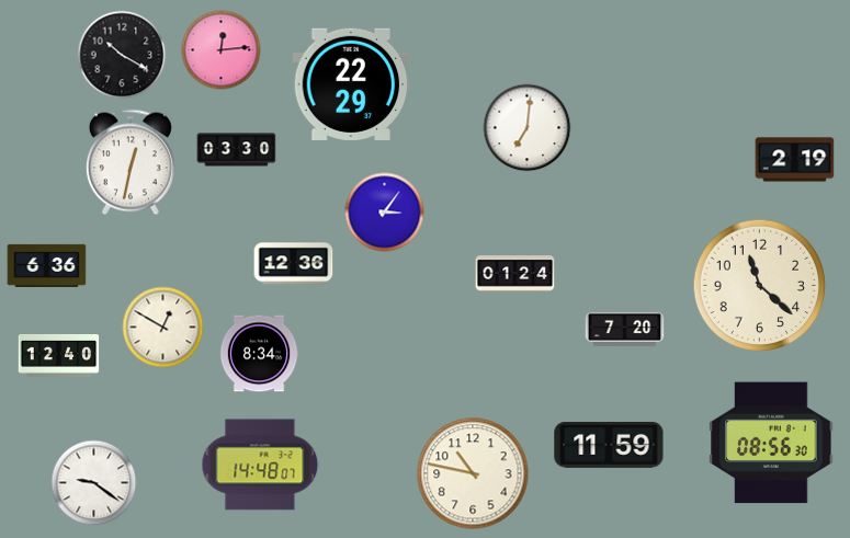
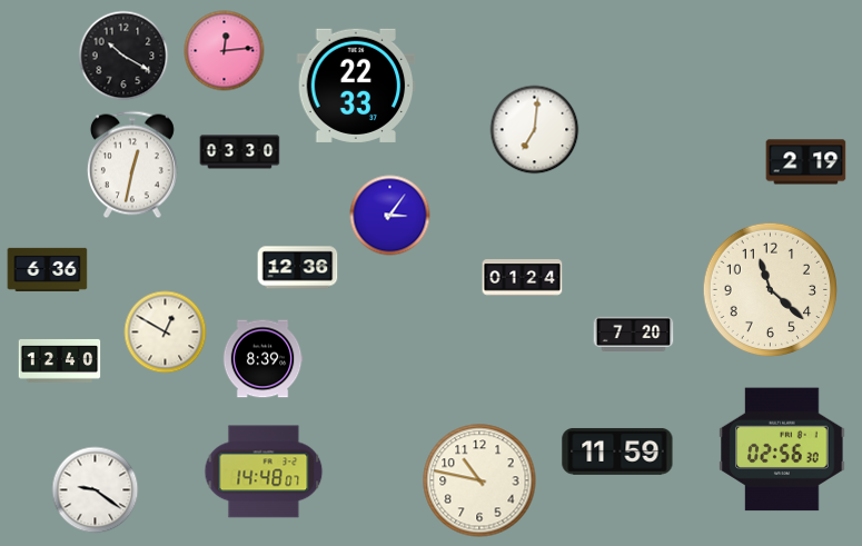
clock at (351, 84): 22:29 -> 22:33
clock at (259, 354): 8:34 -> 8:39
clock at (771, 443): 08:56 -> 02:56
